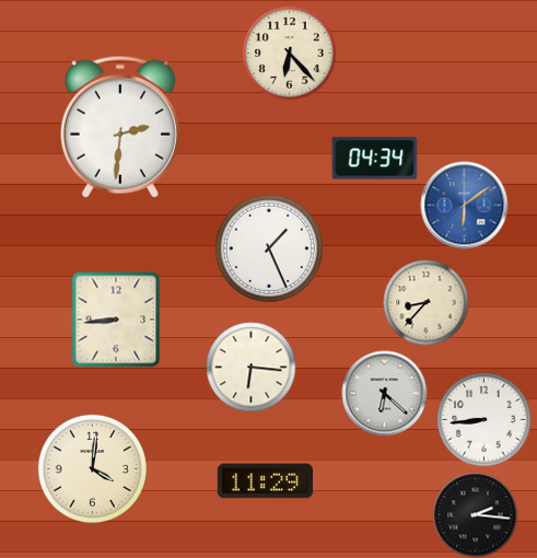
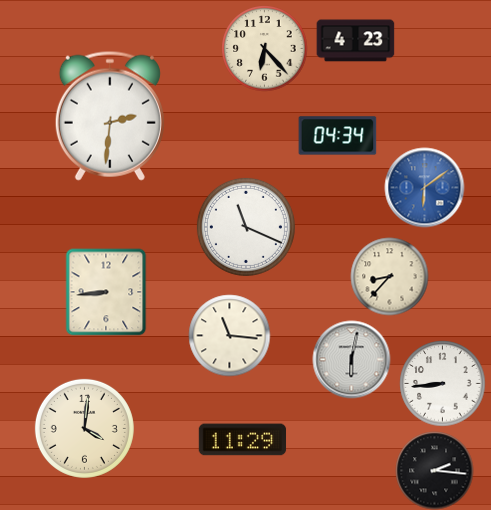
clock at (355, 41): none -> 4:23
clock at (374, 159) position: (374, 159) -> (337, 136)
clock at (269, 248): 1:26 -> 11:19
clock at (250, 367): 6:16 -> 11:16
clock at (384, 393): 6:22 -> 6:02
